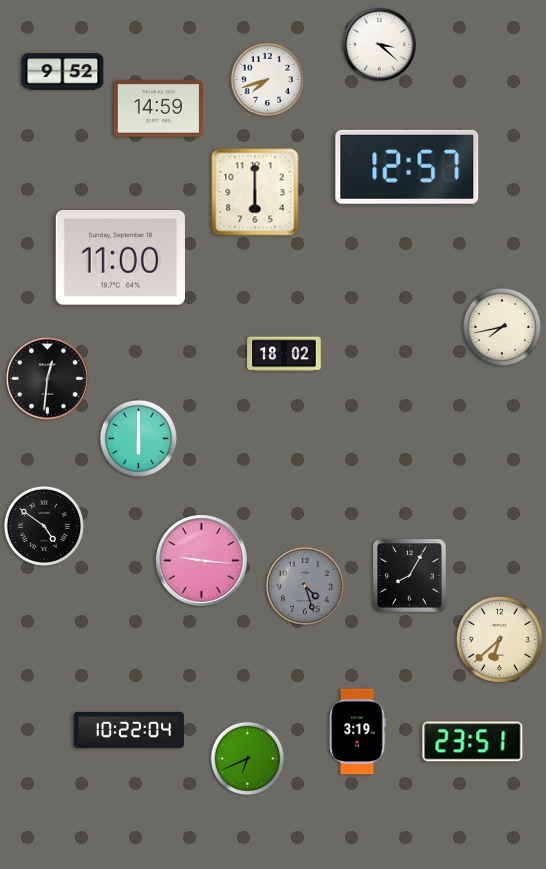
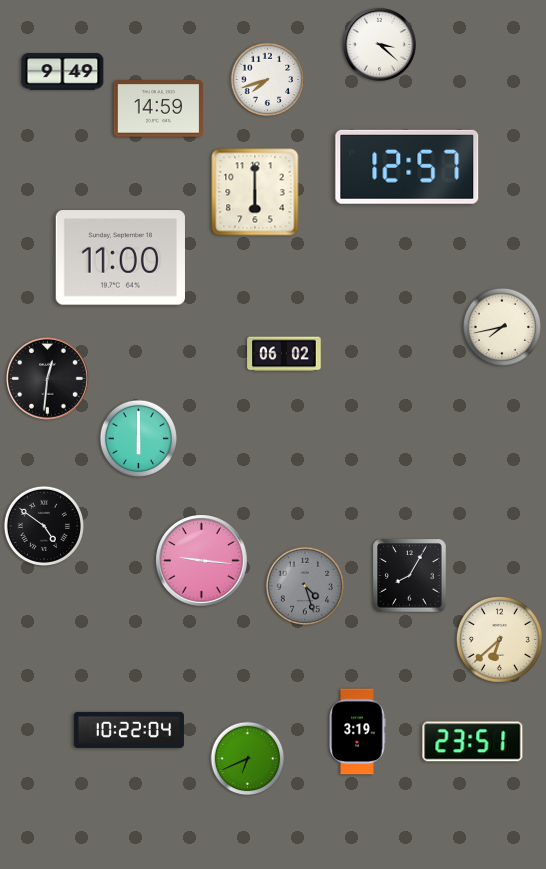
clock at (63, 72): 9:52 -> 9:49
clock at (284, 354): 18:02 -> 06:02
